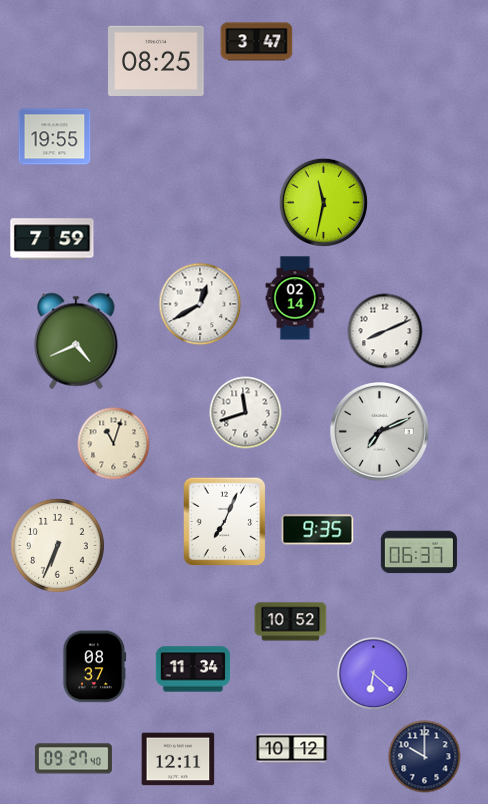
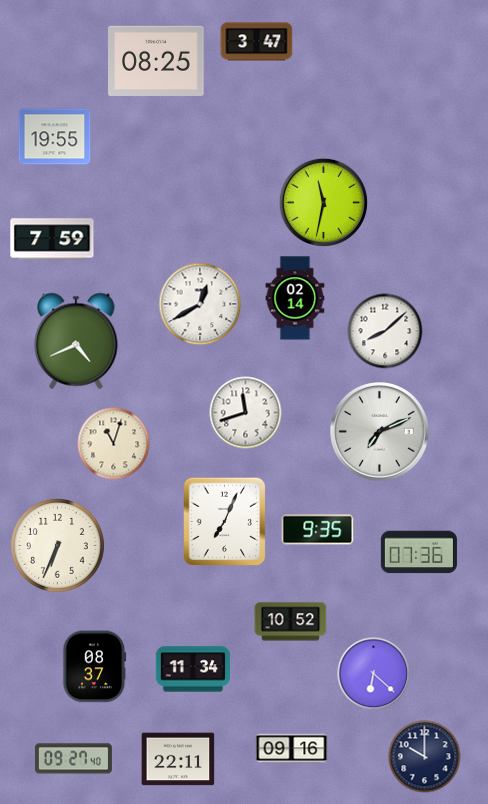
clock at (385, 331): 8:11 -> 8:08
clock at (419, 552): 06:37 -> 07:36
clock at (292, 749): 10:12 -> 09:16
clock at (178, 759): 12:11 -> 22:11
